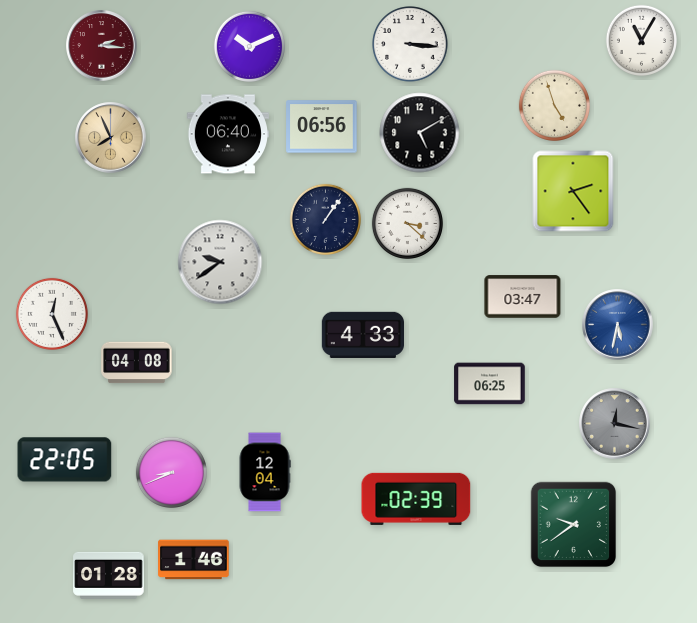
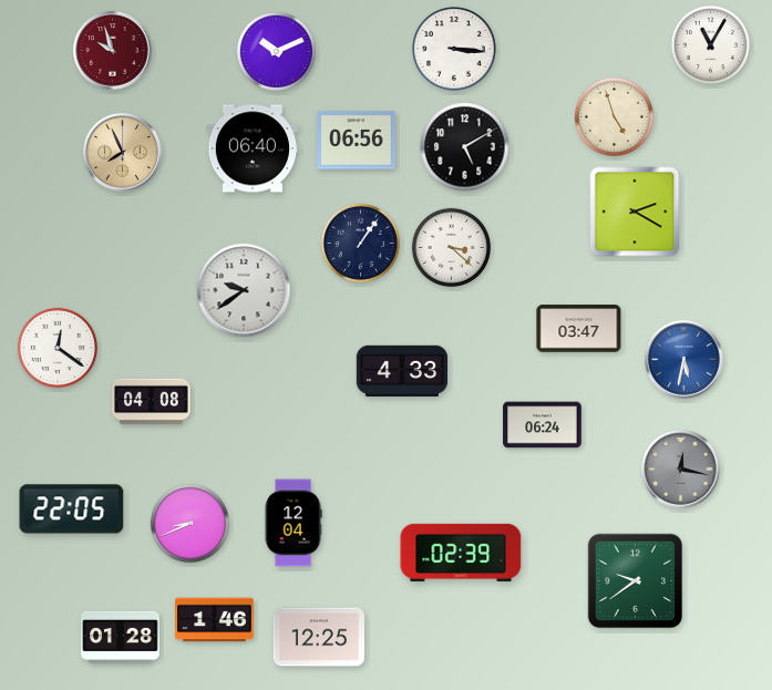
clock at (102, 46): 2:16 -> 9:57
clock at (573, 191): 2:24 -> 2:20
clock at (52, 314): 12:26 -> 12:21
clock at (490, 384): 06:25 -> 06:24
clock at (318, 637): none -> 12:25
